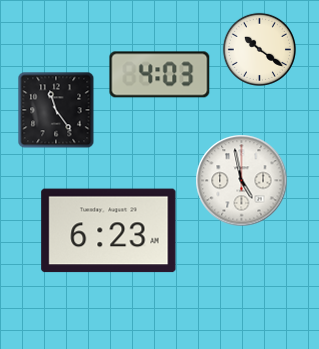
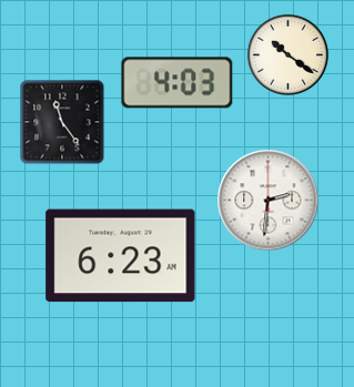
clock at (242, 181): 4:58 -> 2:31
